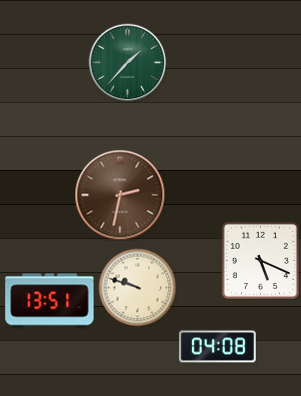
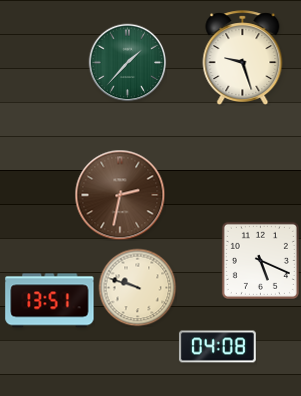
clock at (243, 58): none -> 9:27
